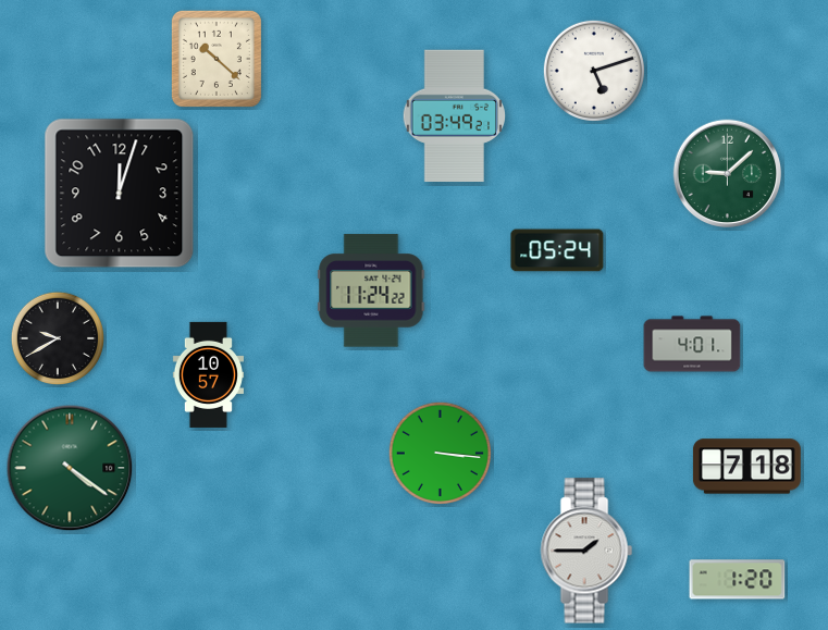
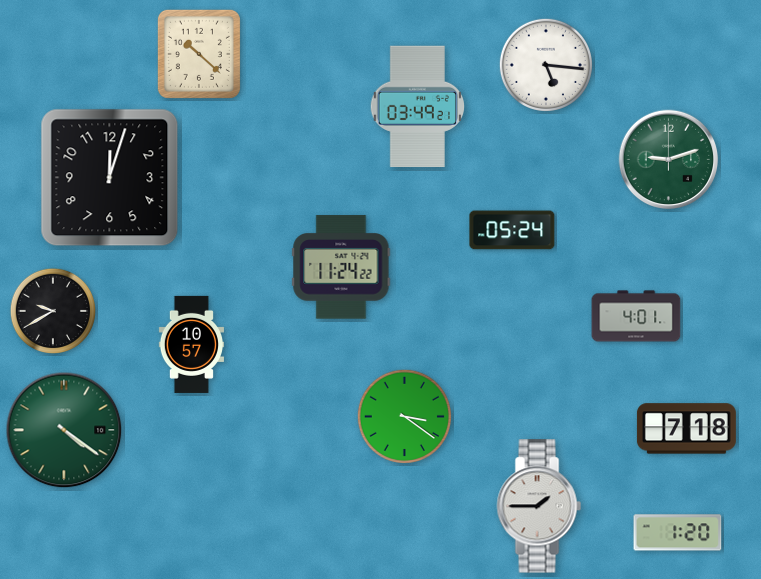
clock at (594, 71): 5:12 -> 5:16
clock at (728, 174): 9:08 -> 9:12
clock at (440, 453): 3:16 -> 3:21
